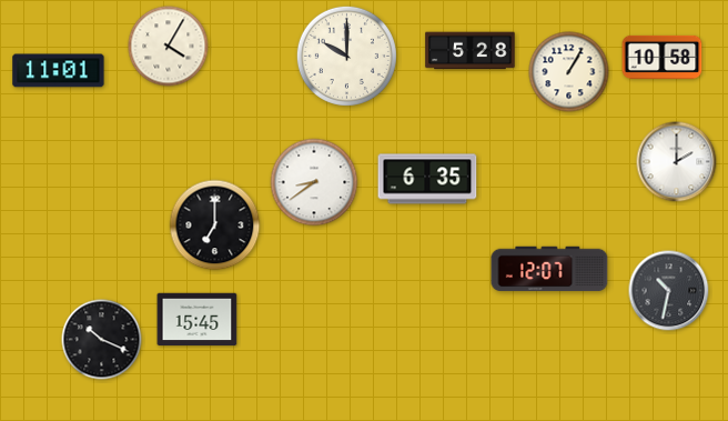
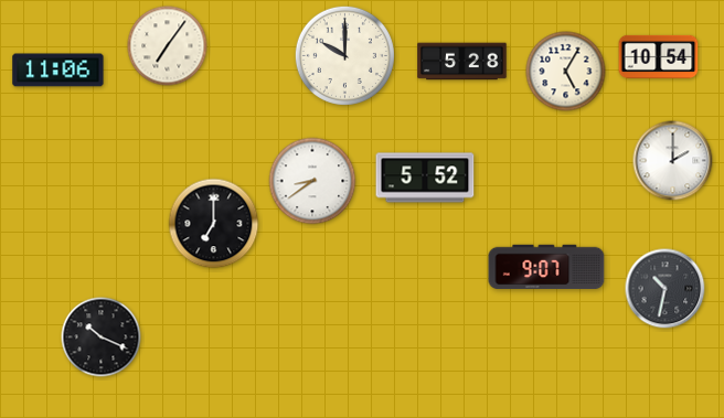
clock at (169, 47): 4:05 -> 7:06
clock at (471, 51) position: (471, 51) -> (462, 62)
clock at (663, 57): 10:58 -> 10:54
clock at (59, 71): 11:01 -> 11:06
clock at (569, 72): 1:05 -> 5:05
clock at (427, 179): 6:35 -> 5:52
clock at (549, 269): 12:07 -> 9:07
clock at (198, 320): 15:45 -> none
